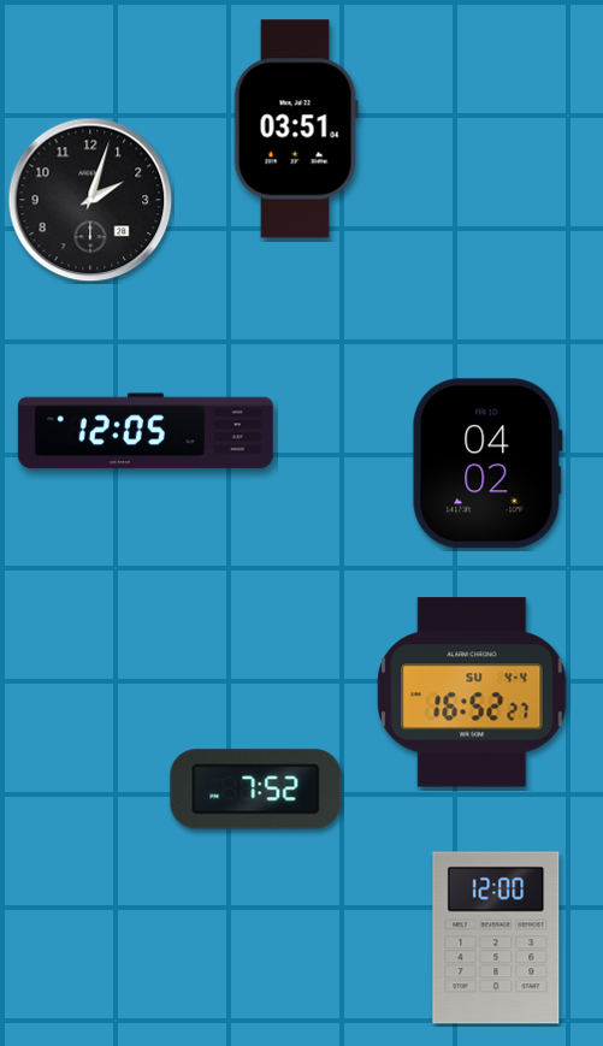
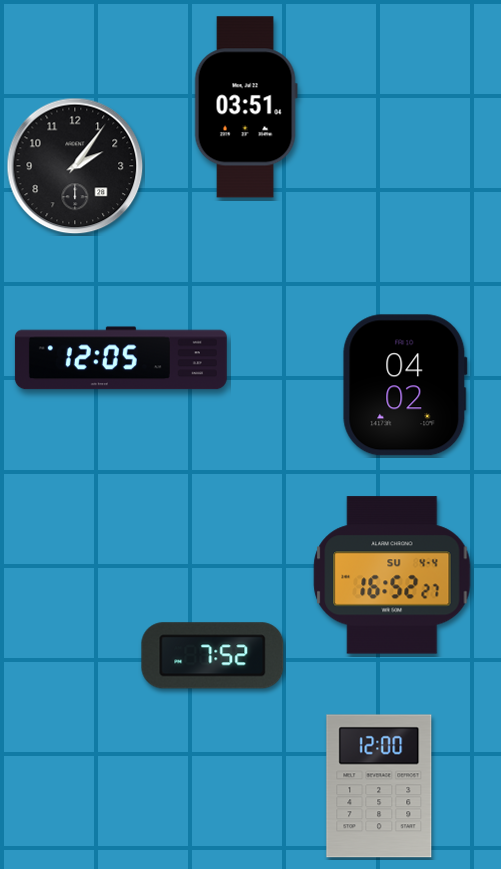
clock at (90, 200): 2:03 -> 2:06
clock at (496, 938) position: (496, 938) -> (379, 786)
